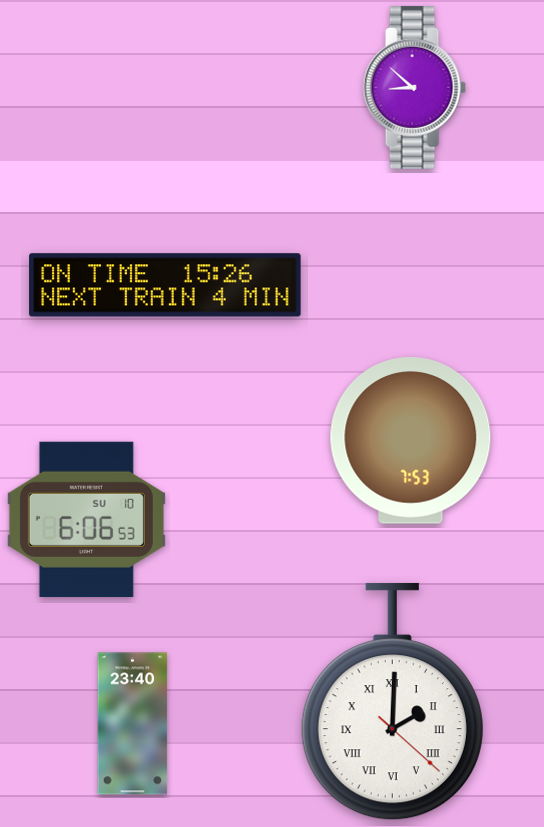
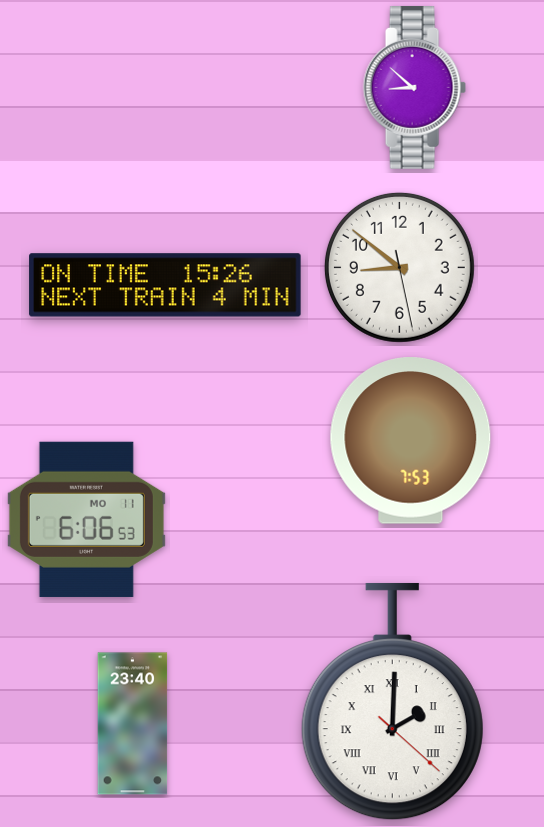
clock at (399, 267): none -> 8:51
clock at (86, 519) date: SU 10 -> MO 11
